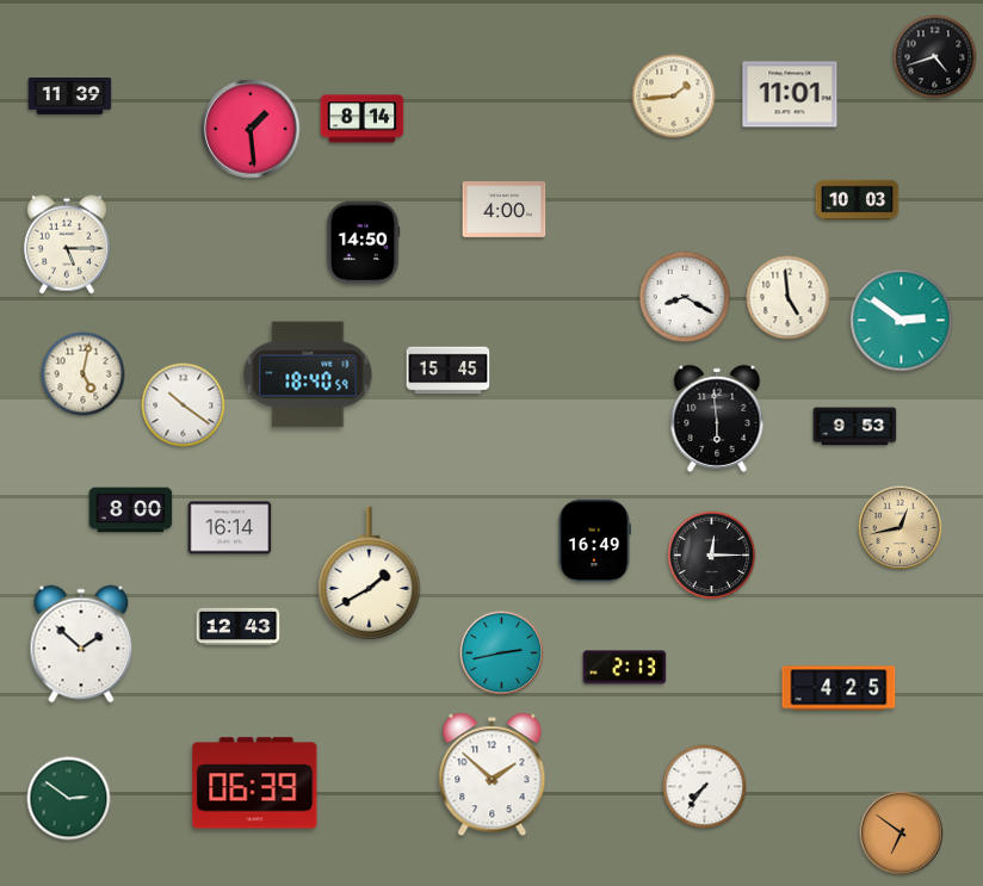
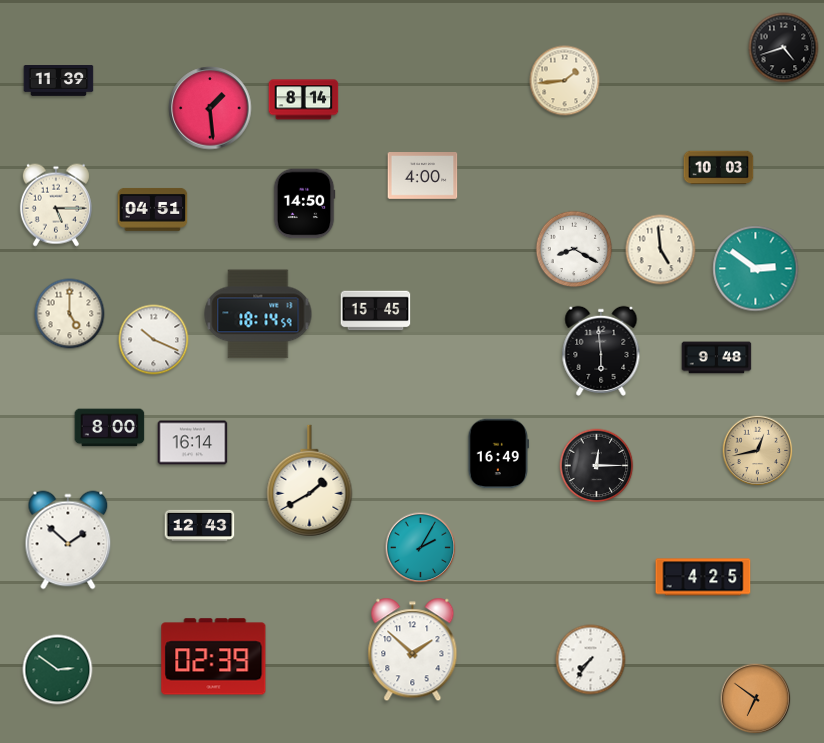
clock at (790, 94): 11:01 -> none
clock at (153, 209): none -> 04:51
clock at (84, 374): 5:02 -> 5:00
clock at (308, 374): 18:40 -> 18:14
clock at (184, 405): 10:21 -> 10:19
clock at (855, 427): 9:53 -> 9:48
clock at (901, 528) position: (901, 528) -> (758, 451)
clock at (502, 653): 2:43 -> 2:05
clock at (625, 668): 2:13 -> none
clock at (255, 783): 06:39 -> 02:39
